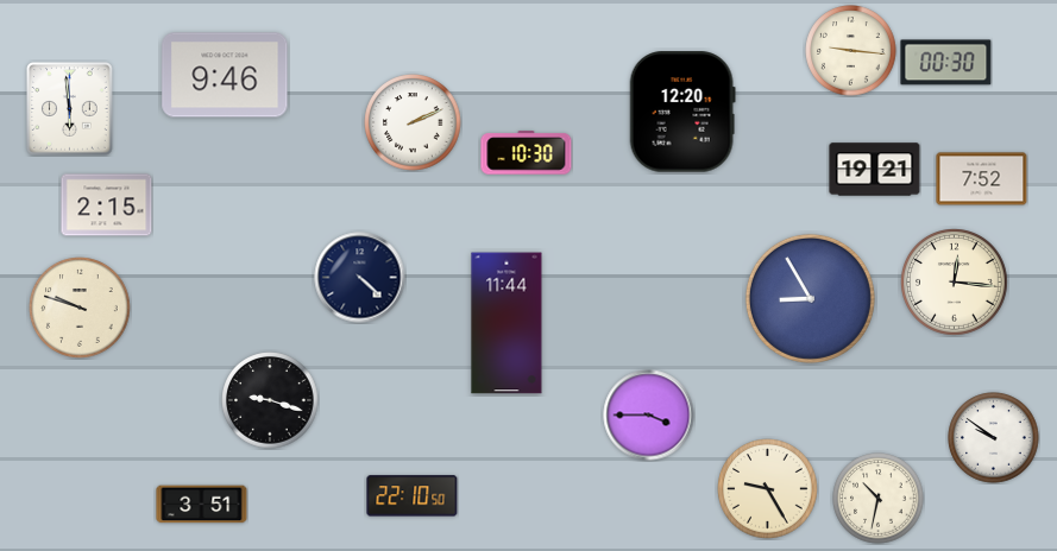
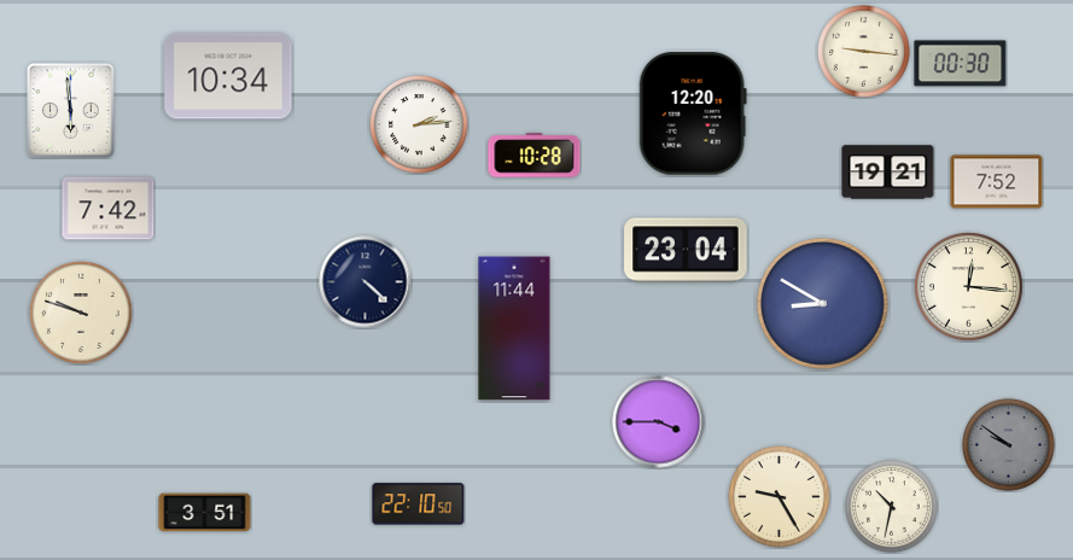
clock at (225, 75): 9:46 -> 10:34
clock at (413, 122): 2:11 -> 2:14
clock at (527, 153): 10:30 -> 10:28
clock at (107, 205): 2:15 -> 7:42
clock at (686, 250): none -> 23:04
clock at (810, 298): 8:55 -> 8:50
clock at (270, 400): 9:18 -> none
clock at (994, 438) dial: white -> grey
